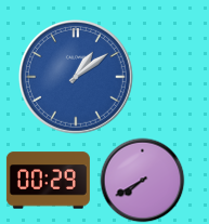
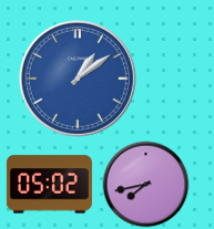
clock at (142, 180): 7:40 -> 7:43
clock at (48, 181): 00:29 -> 05:02
